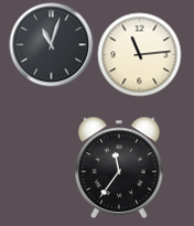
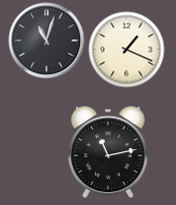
clock at (140, 55): 11:14 -> 1:19
clock at (119, 168): 11:36 -> 11:13
